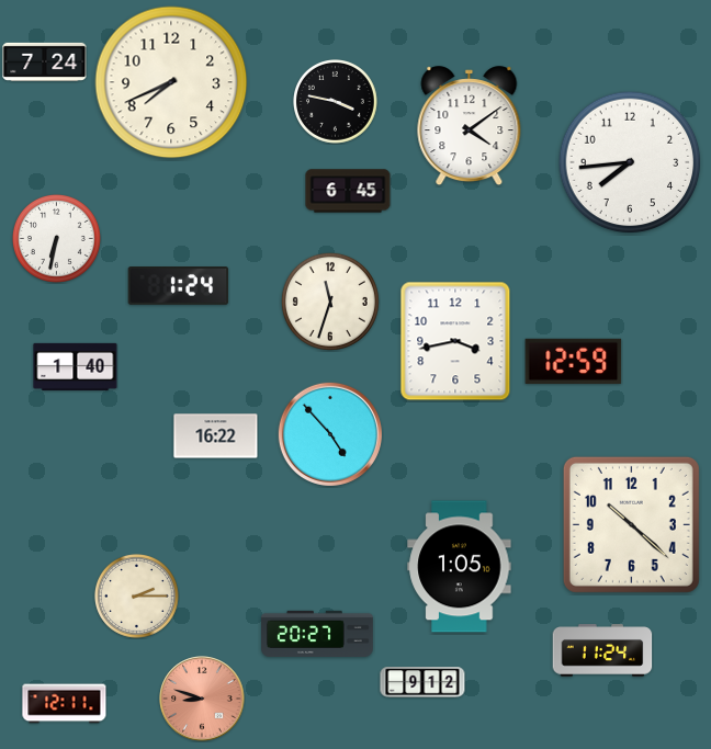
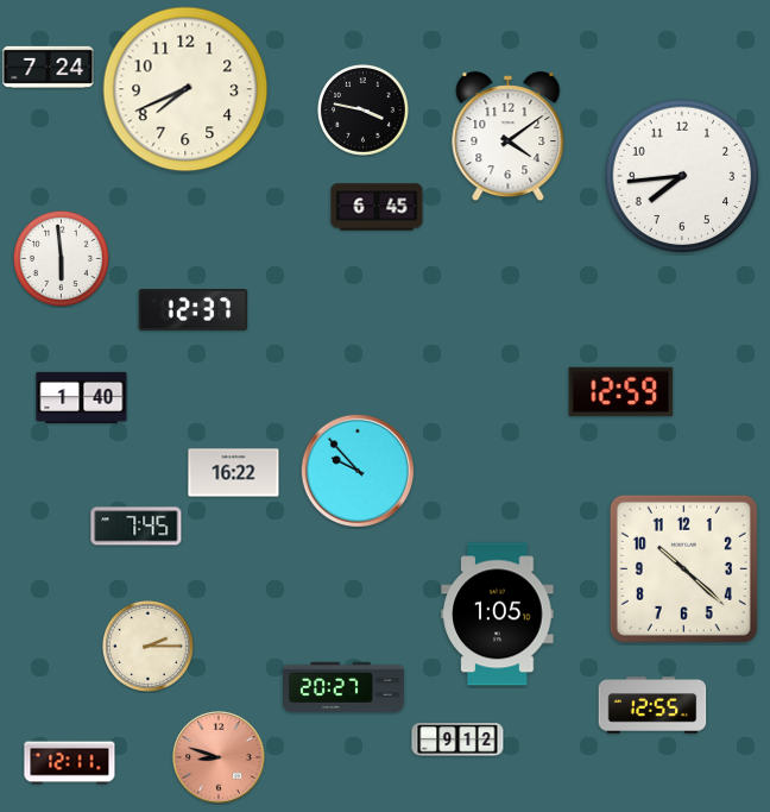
clock at (56, 238): 6:32 -> 5:59
clock at (179, 286): 1:24 -> 12:37
clock at (330, 302): 11:33 -> none
clock at (455, 341): 3:43 -> none
clock at (330, 434): 4:53 -> 9:53
clock at (137, 527): none -> 7:45
clock at (602, 650): 11:24 -> 12:55
